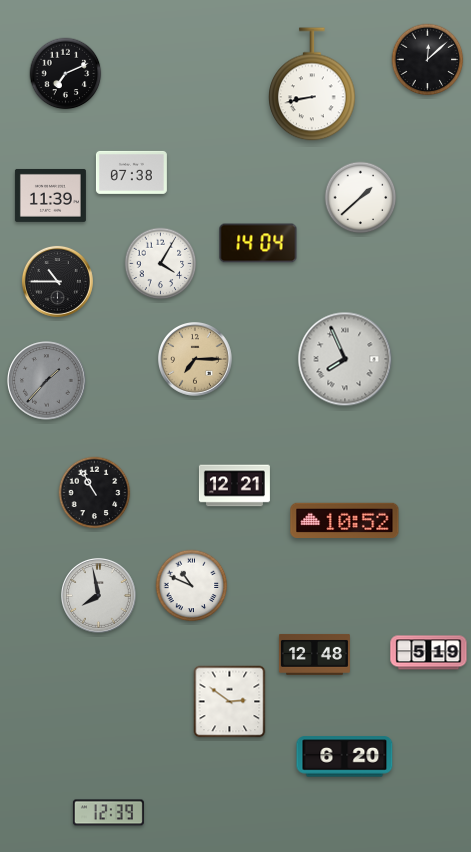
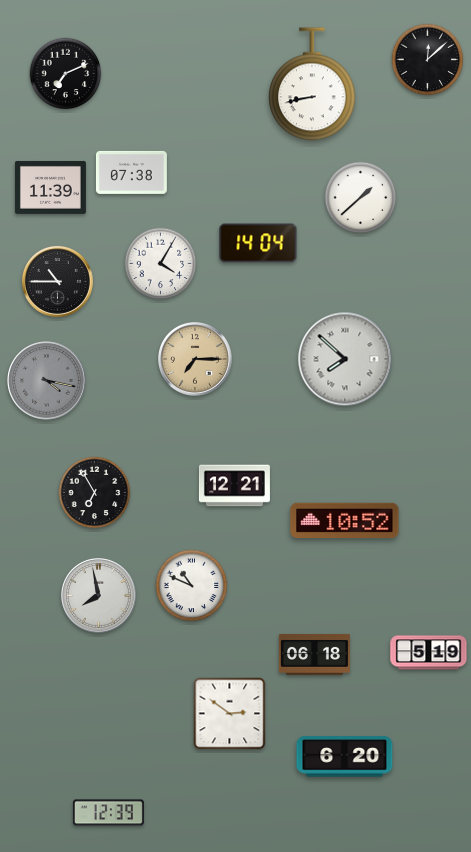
clock at (50, 195) position: (50, 195) -> (50, 187)
clock at (345, 359): 7:56 -> 7:52
clock at (47, 381): 1:37 -> 4:17
clock at (95, 493): 10:55 -> 6:55
clock at (314, 654): 12:48 -> 06:18
clock at (230, 702) position: (230, 702) -> (230, 714)
